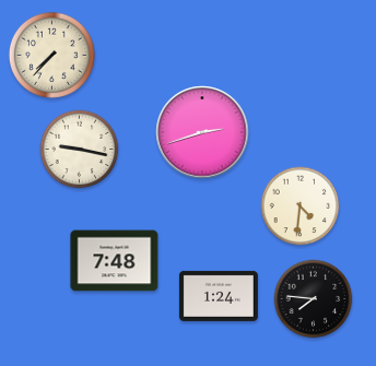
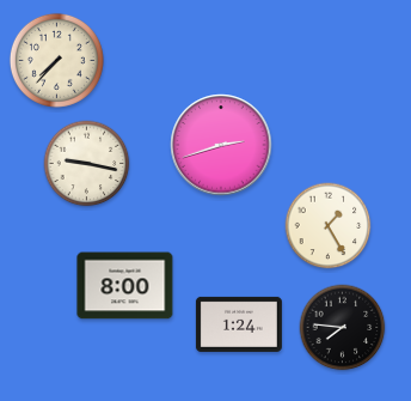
clock at (301, 206): 4:31 -> 1:25
clock at (115, 261): 7:48 -> 8:00
